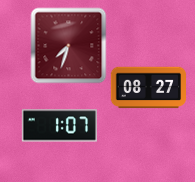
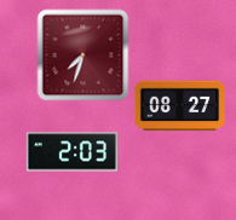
clock at (59, 126): 1:07 -> 2:03
